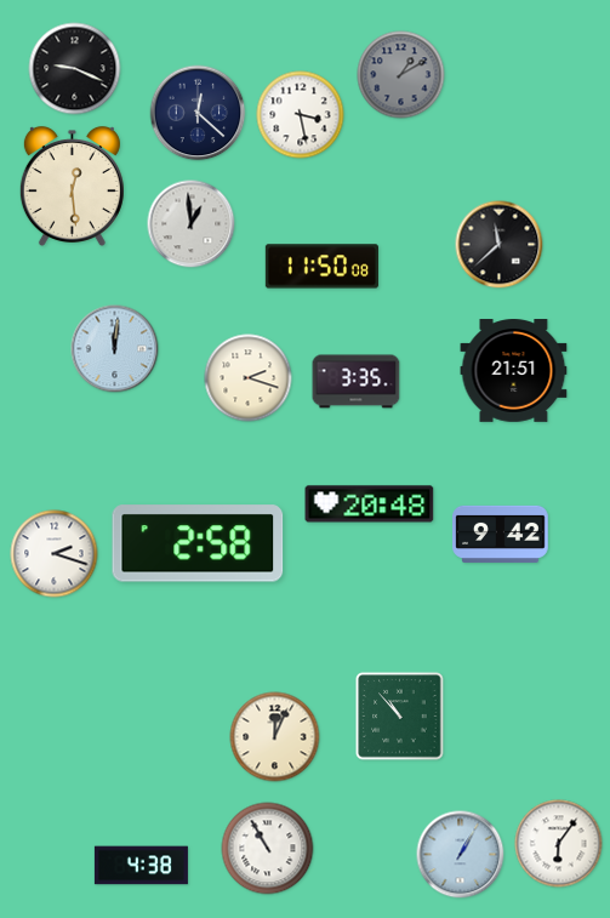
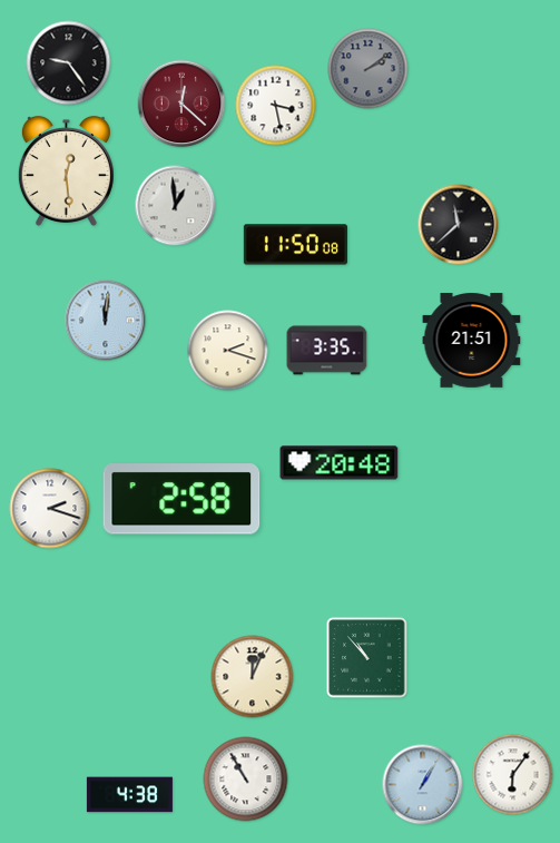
clock at (75, 69): 9:19 -> 9:24
clock at (401, 75): 1:10 -> 2:09
clock at (198, 113) dial: navy -> burgundy
clock at (249, 378) position: (249, 378) -> (228, 351)
clock at (501, 534): 9:42 -> none
